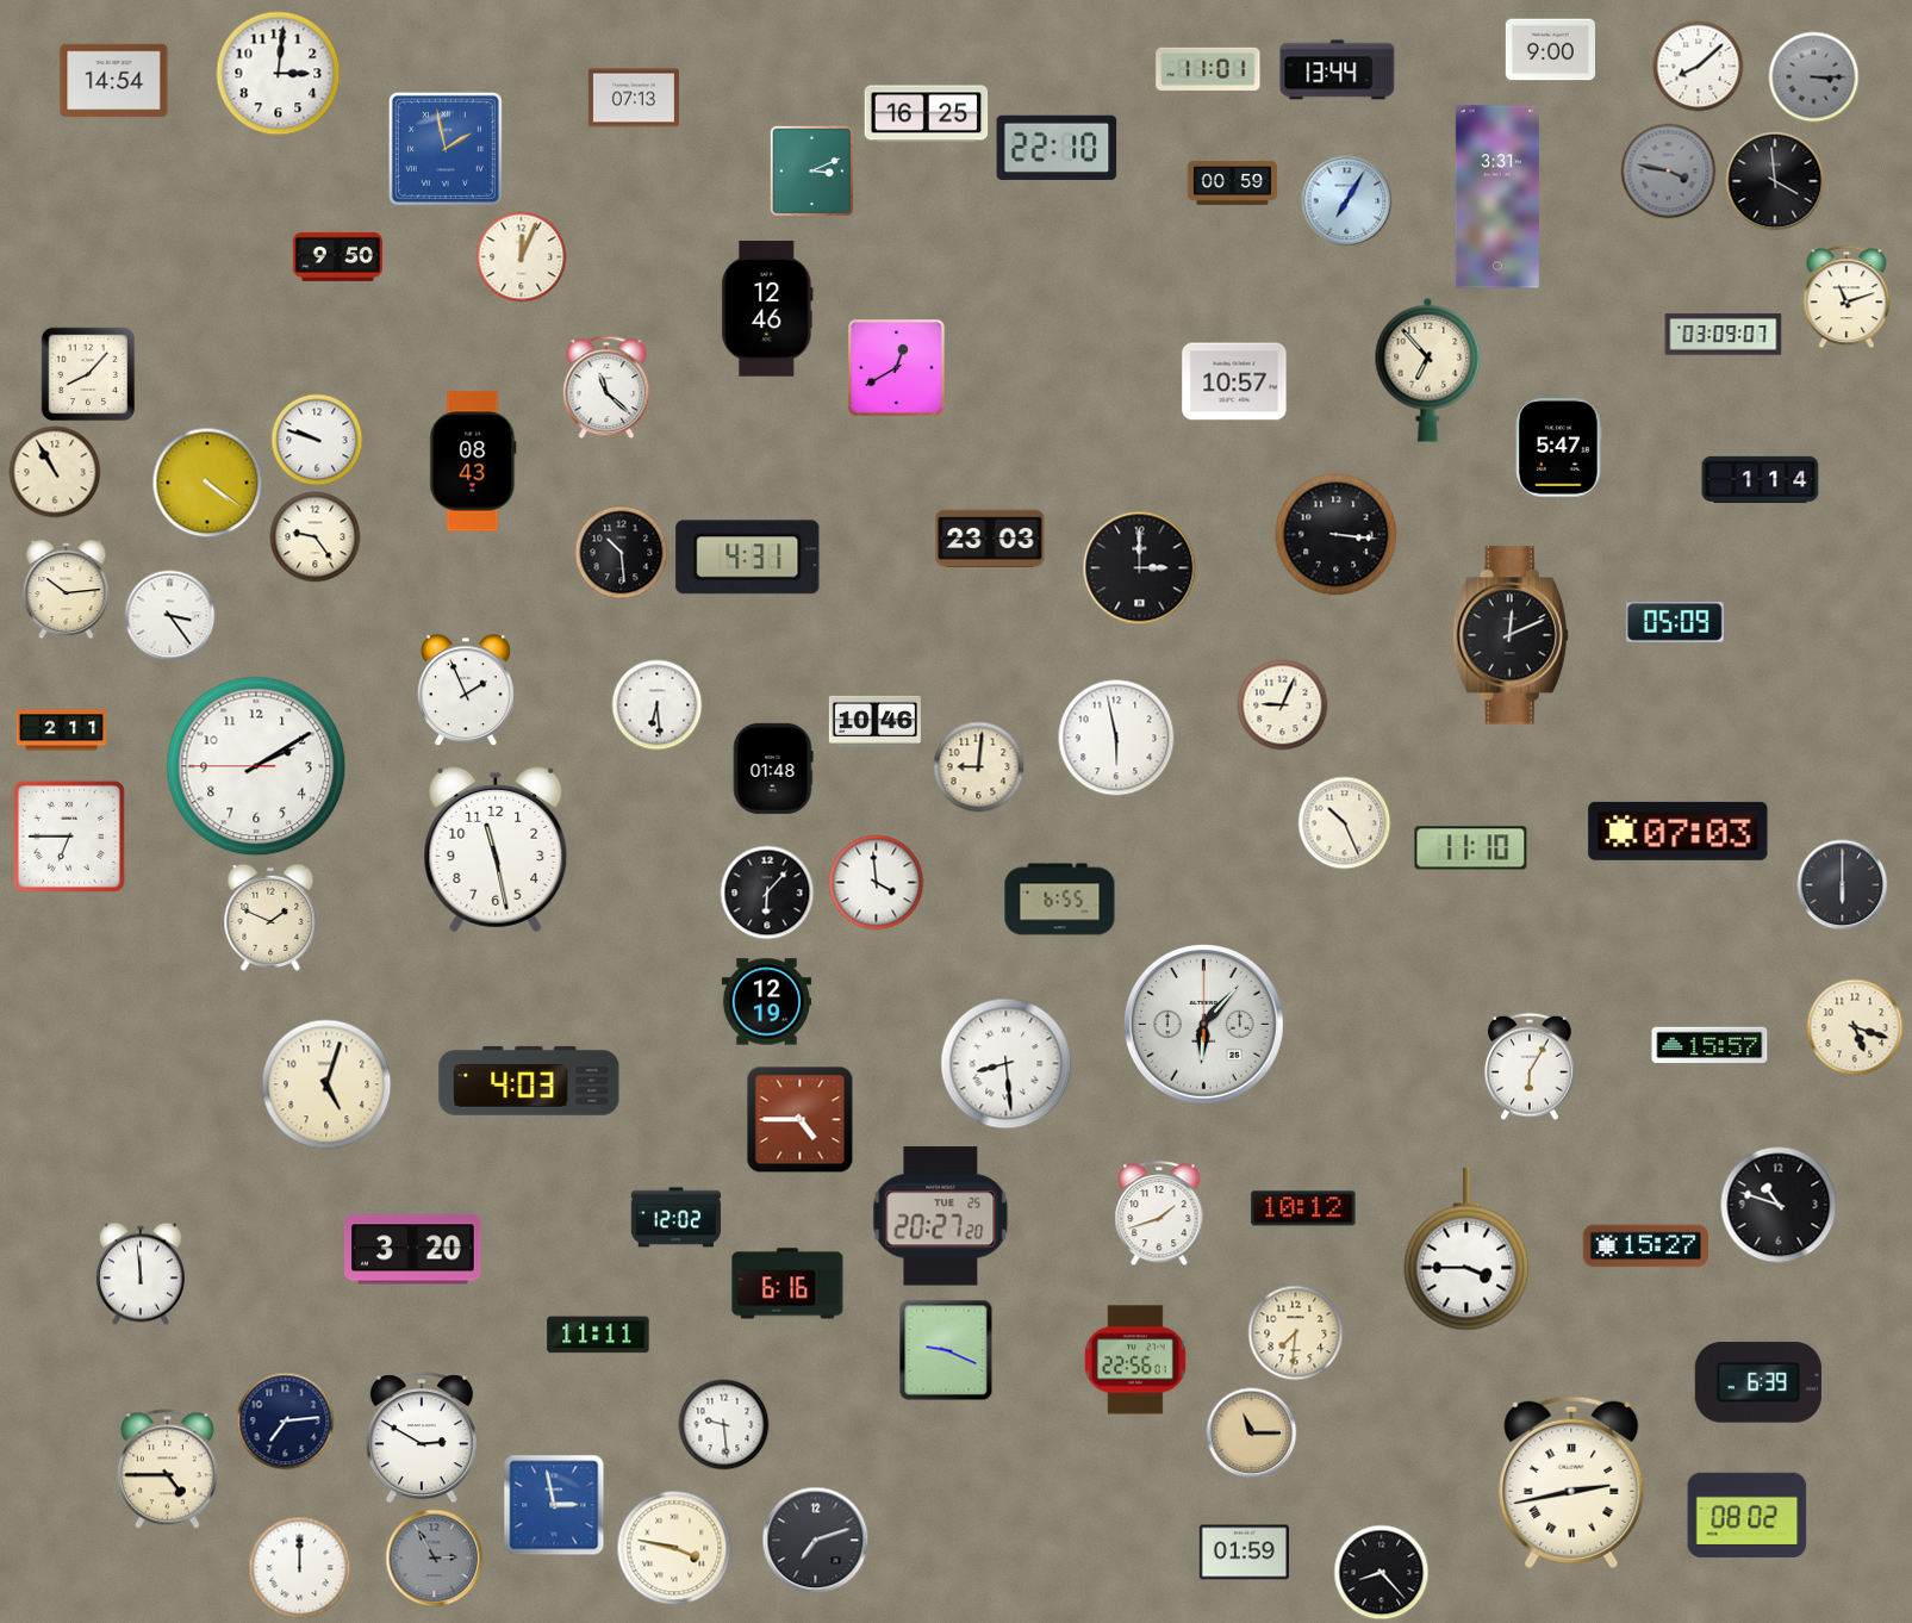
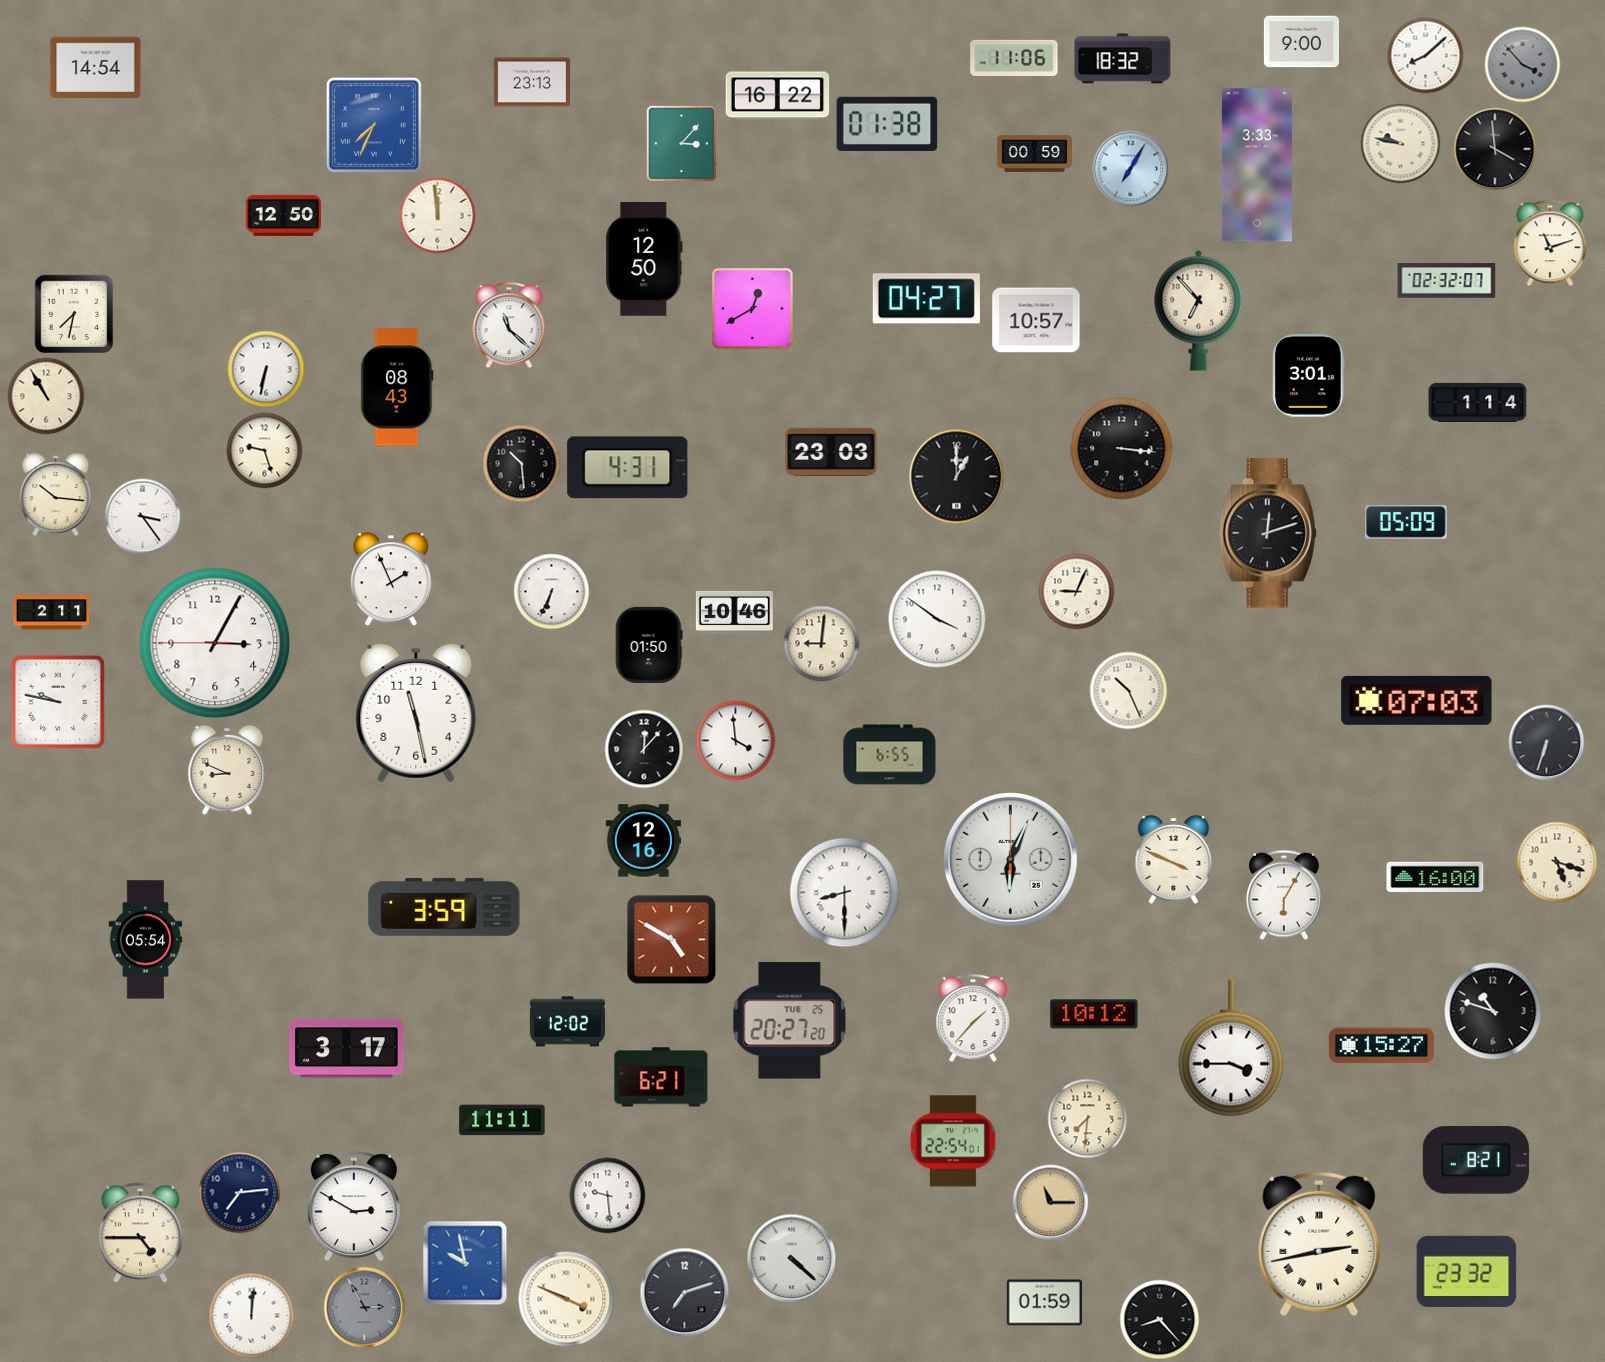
clock at (1208, 69): 11:01 -> 11:06
clock at (1338, 70): 13:44 -> 18:32
clock at (279, 74): 3:01 -> none
clock at (1814, 77): 3:15 -> 3:53
clock at (634, 98): 07:13 -> 23:13
clock at (927, 114): 16:25 -> 16:22
clock at (1057, 148): 22:10 -> 01:38
clock at (446, 149): 1:58 -> 7:34
clock at (811, 170): 3:11 -> 3:07
clock at (1669, 172): 3:47 -> 9:47
clock at (1669, 172) dial: grey -> cream
clock at (1775, 181) position: (1775, 181) -> (1495, 149)
clock at (1497, 197): 3:31 -> 3:33
clock at (337, 256): 9:50 -> 12:50
clock at (522, 257): 12:04 -> 11:59
clock at (1846, 297) position: (1846, 297) -> (1550, 243)
clock at (767, 309): 12:46 -> 12:50
clock at (1724, 335): 03:09 -> 02:32
clock at (926, 299): none -> 04:27
clock at (88, 374): 8:07 -> 7:32
clock at (317, 440): 9:48 -> 6:32
clock at (1559, 448): 5:47 -> 3:01
clock at (207, 483): 4:21 -> none
clock at (316, 537): 9:24 -> 9:27
clock at (1140, 568): 3:00 -> 1:00
clock at (67, 590): 10:14 -> 10:16
clock at (1511, 635): 12:11 -> 12:12
clock at (658, 705): 6:29 -> 6:34
clock at (874, 721) position: (874, 721) -> (734, 612)
clock at (1116, 738): 5:58 -> 3:51
clock at (256, 766): 2:09 -> 3:04
clock at (773, 769): 01:48 -> 01:50
clock at (1679, 831) position: (1679, 831) -> (1417, 700)
clock at (69, 837): 6:45 -> 9:47
clock at (1471, 848): 11:10 -> none
clock at (1843, 885): 6:00 -> 6:33
clock at (767, 893): 6:07 -> 12:07
clock at (270, 918): 1:49 -> 8:49
clock at (766, 1002): 12:19 -> 12:16
clock at (1204, 1025): 6:07 -> 6:04
clock at (1174, 860): none -> 3:49
clock at (1709, 1045): 15:57 -> 16:00
clock at (1007, 1064): 8:29 -> 8:30
clock at (529, 1081): 4:03 -> 3:59
clock at (326, 1084): 5:03 -> none
clock at (146, 940): none -> 05:54
clock at (801, 1120): 4:45 -> 4:50
clock at (1159, 1214): 1:42 -> 1:37
clock at (413, 1250): 3:20 -> 3:17
clock at (141, 1274): 11:59 -> none
clock at (787, 1283): 6:16 -> 6:21
clock at (946, 1350): 9:19 -> none
clock at (1135, 1360): 22:56 -> 22:54
clock at (1758, 1382): 6:39 -> 8:21
clock at (792, 1259): none -> 4:22
clock at (554, 1505): 2:58 -> 9:58
clock at (1748, 1515): 08:02 -> 23:32
clock at (674, 1548): 3:47 -> 3:49
clock at (300, 1568): 12:00 -> 12:01
